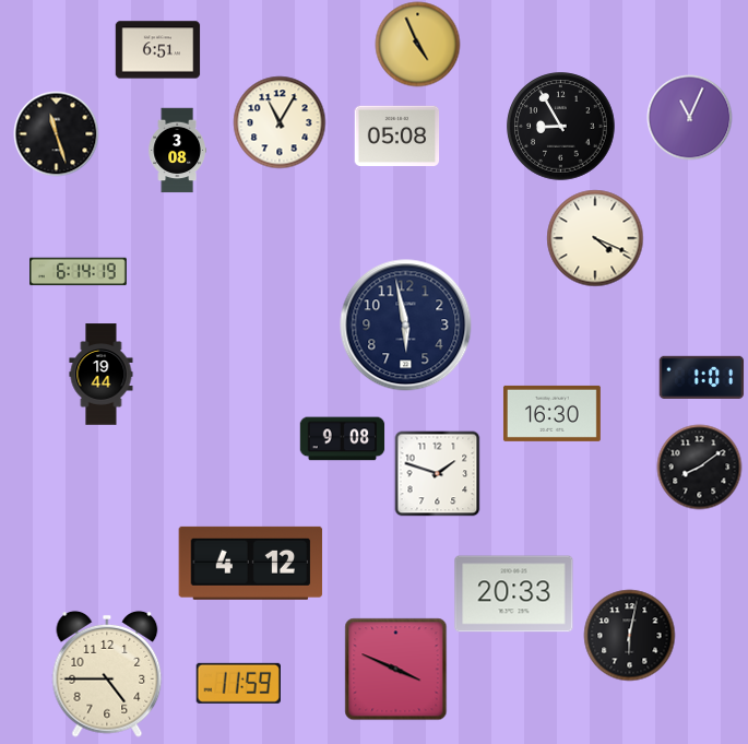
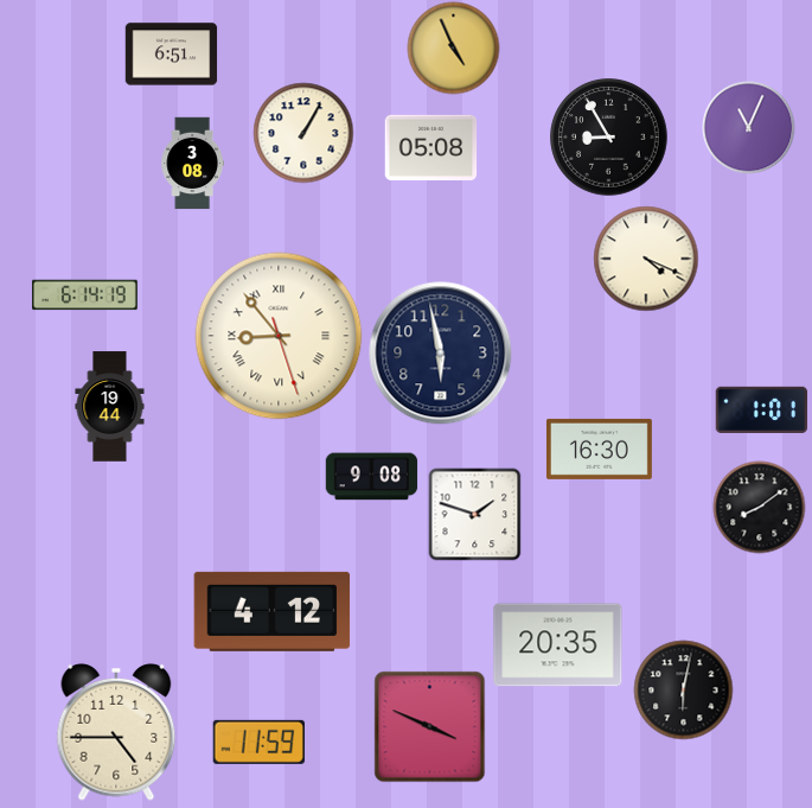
clock at (280, 122): 11:05 -> 1:05
clock at (56, 133): 11:27 -> none
clock at (279, 336): none -> 8:53
clock at (514, 594): 20:33 -> 20:35
